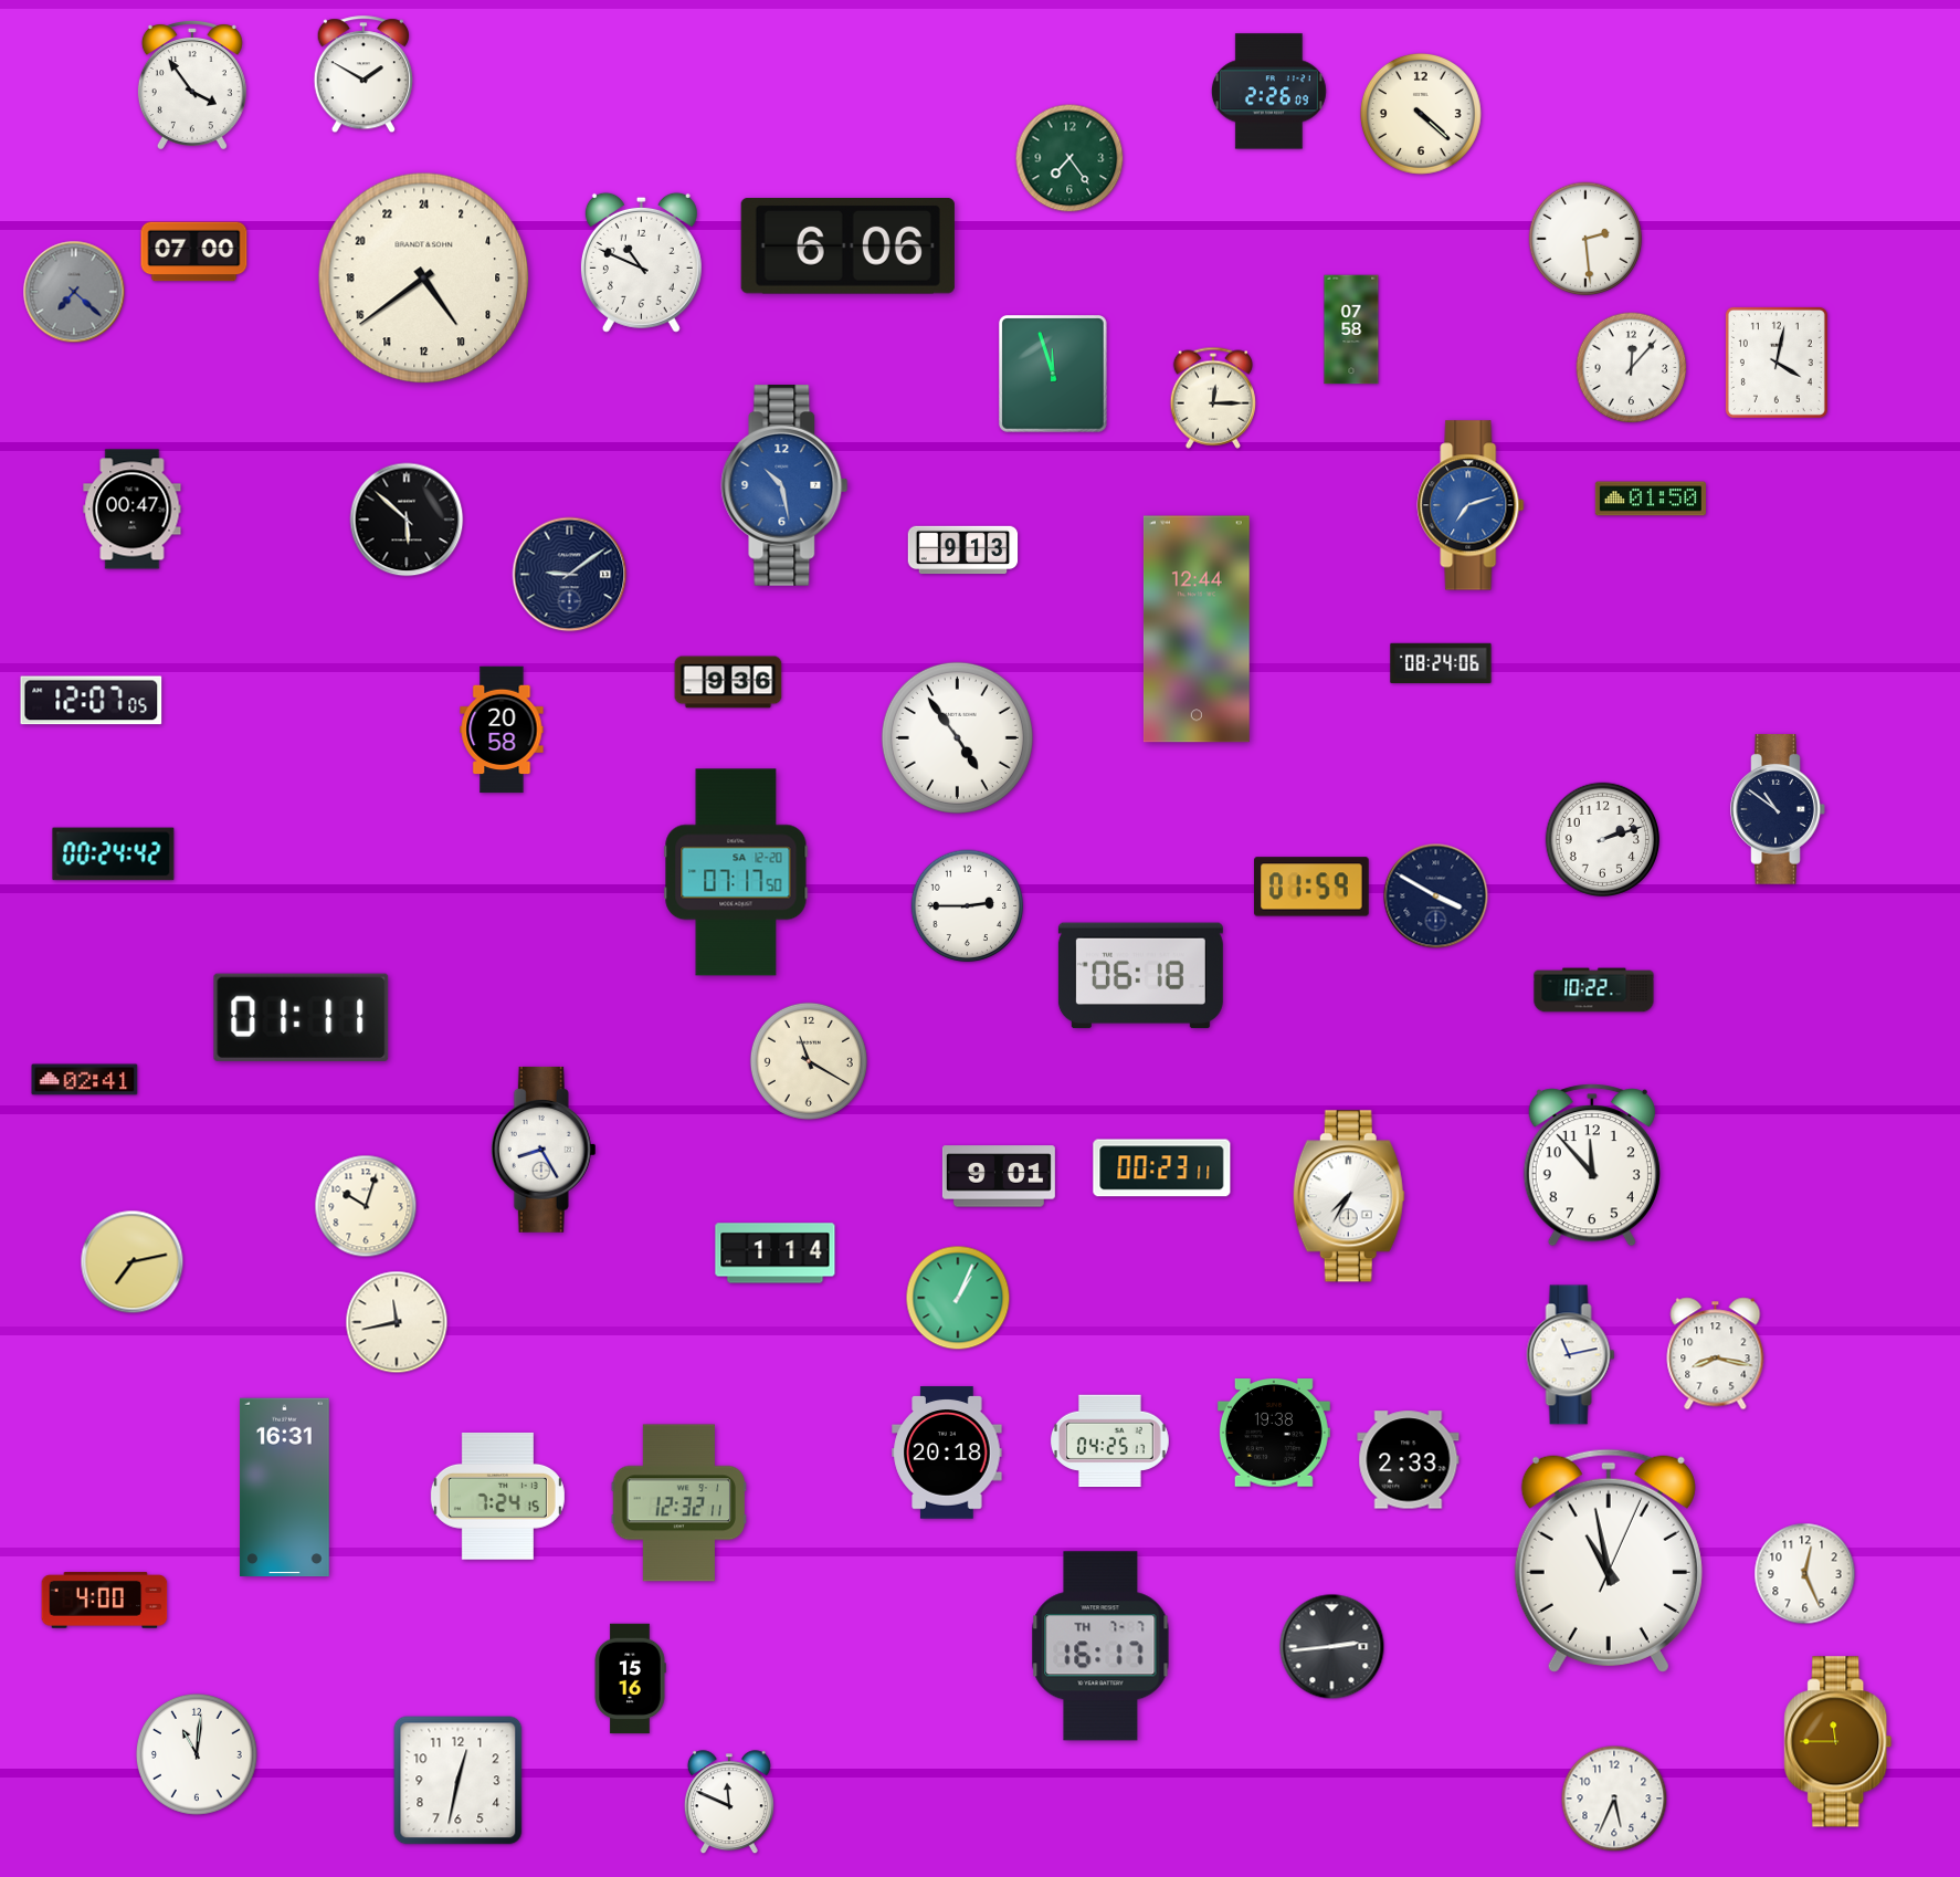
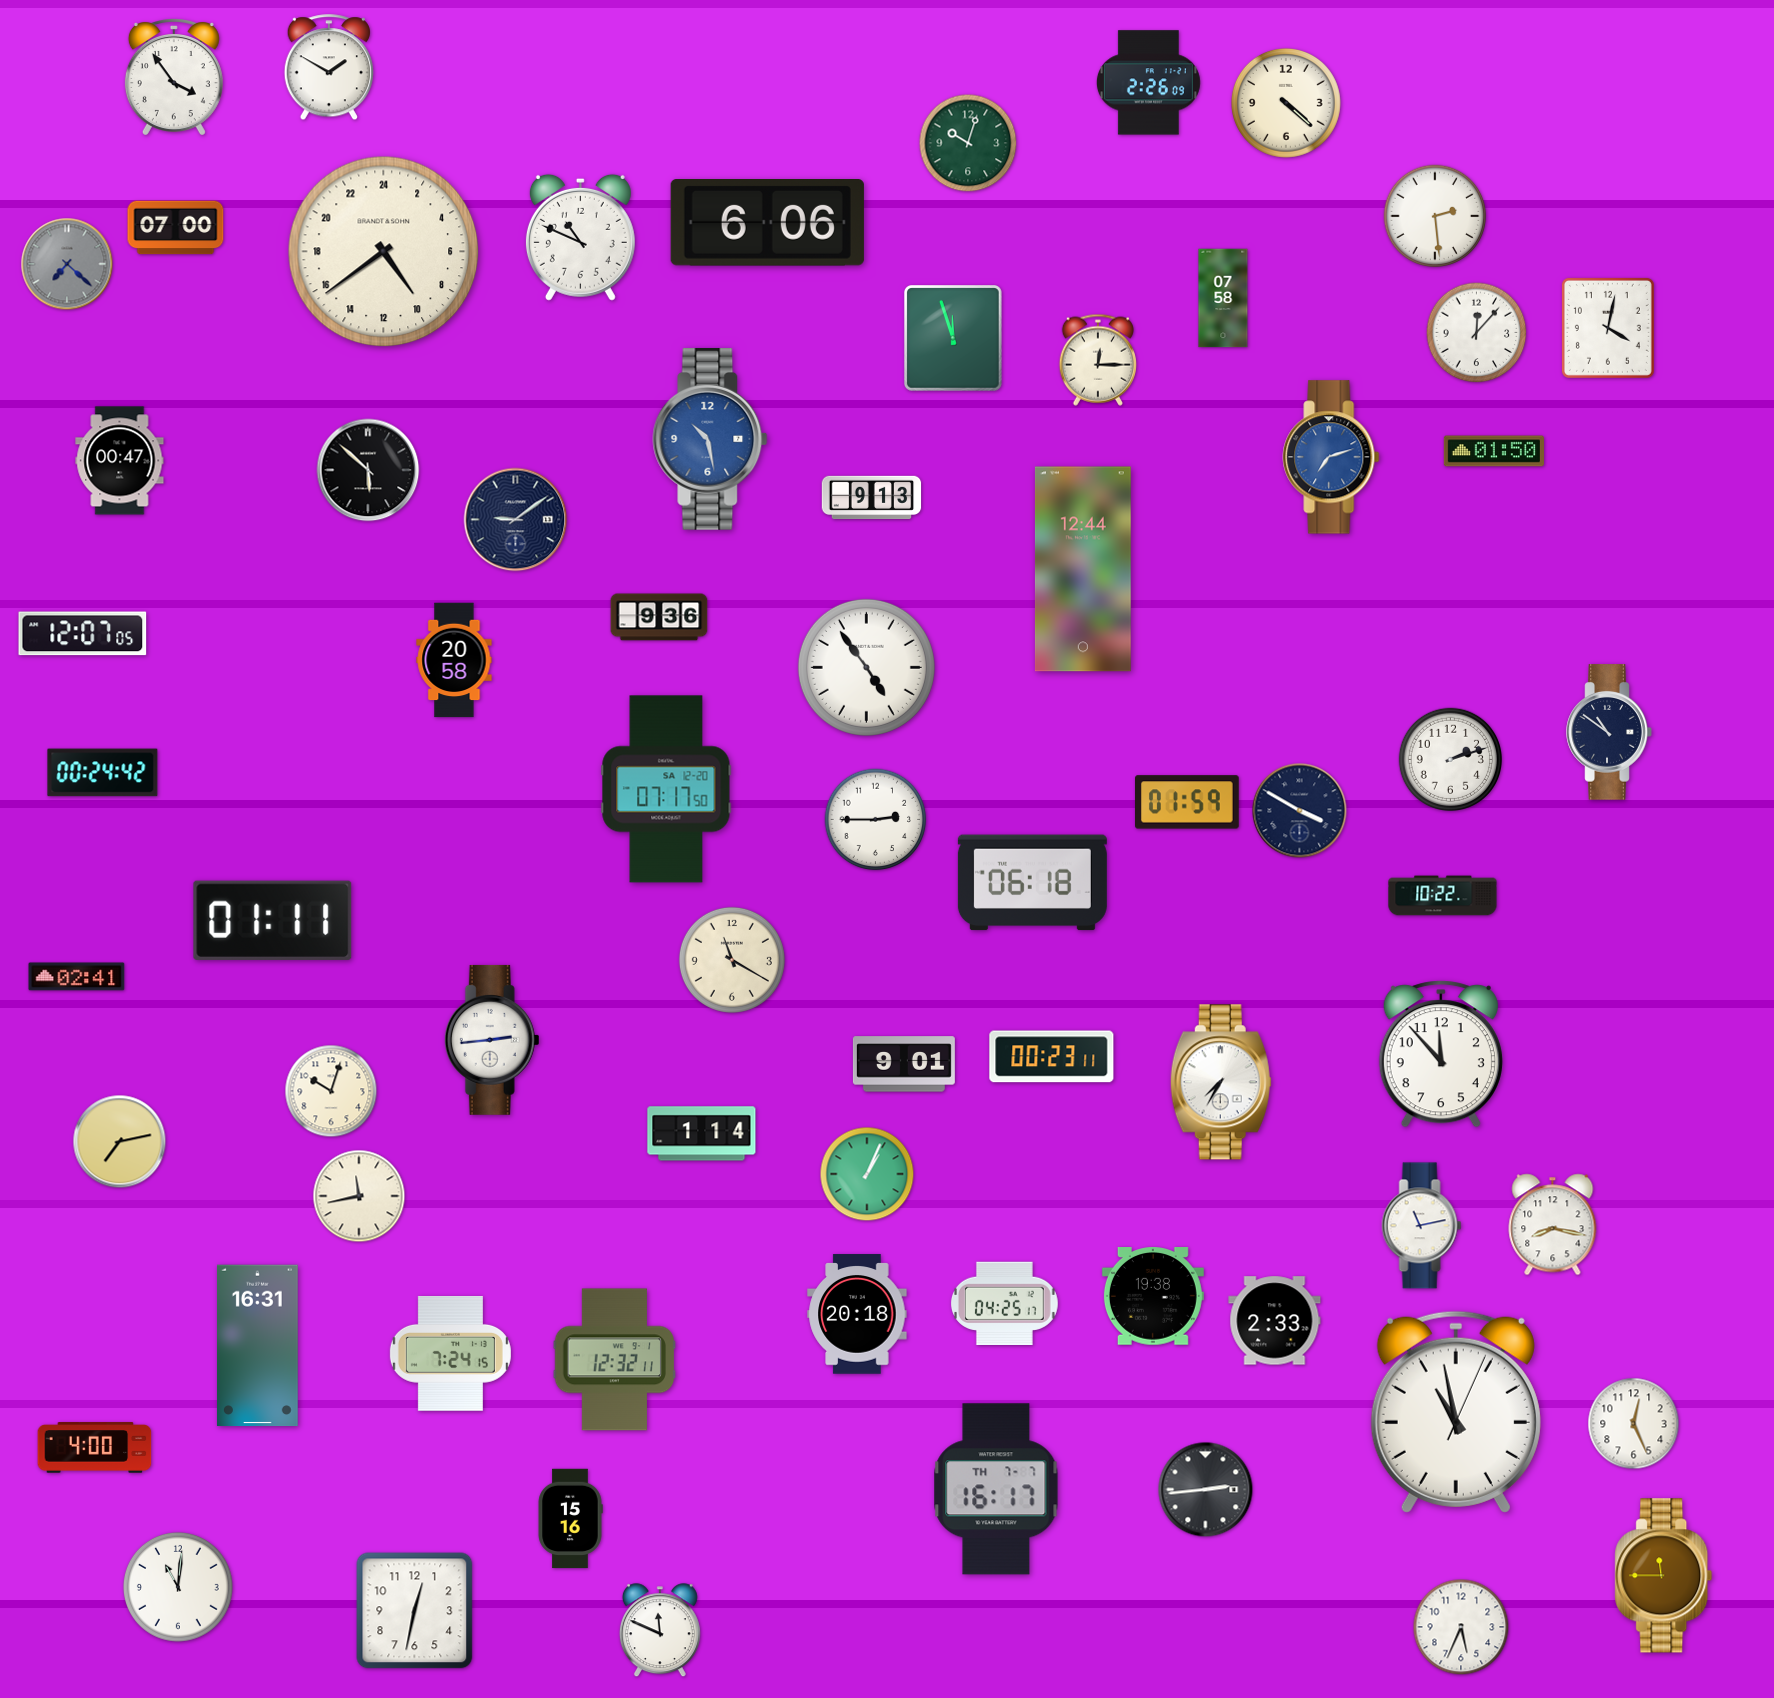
clock at (1069, 158): 7:24 -> 10:03
clock at (1441, 663): 08:24 -> none
clock at (544, 1150): 8:25 -> 2:44
